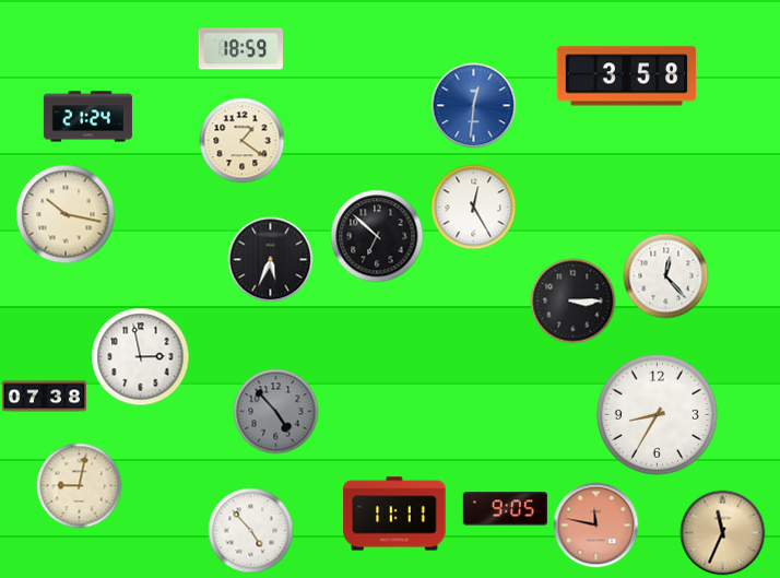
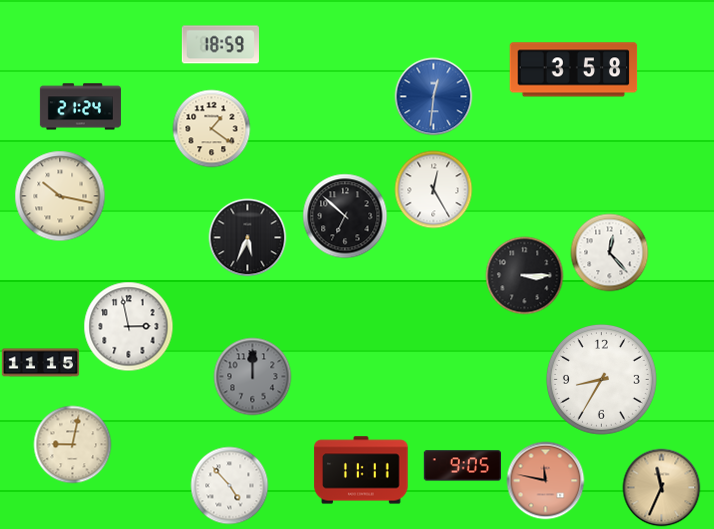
clock at (241, 140) position: (241, 140) -> (211, 128)
clock at (44, 397): 07:38 -> 11:15
clock at (275, 411): 4:53 -> 12:00
